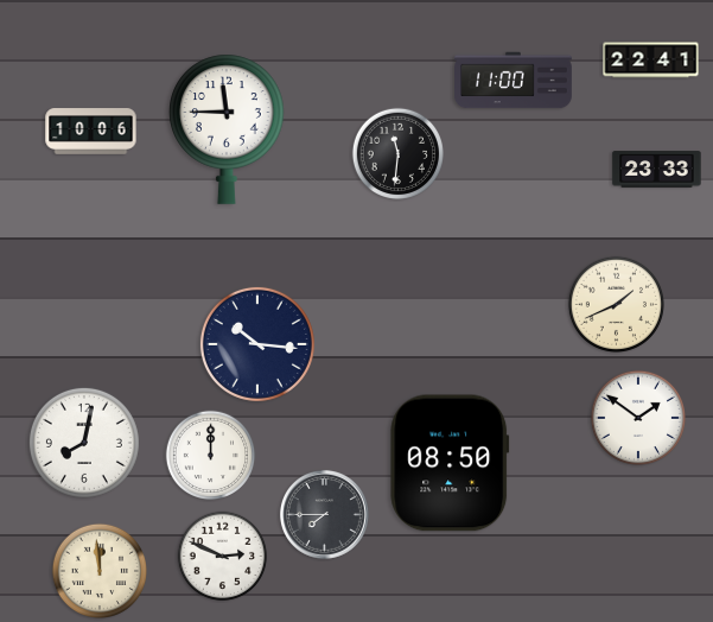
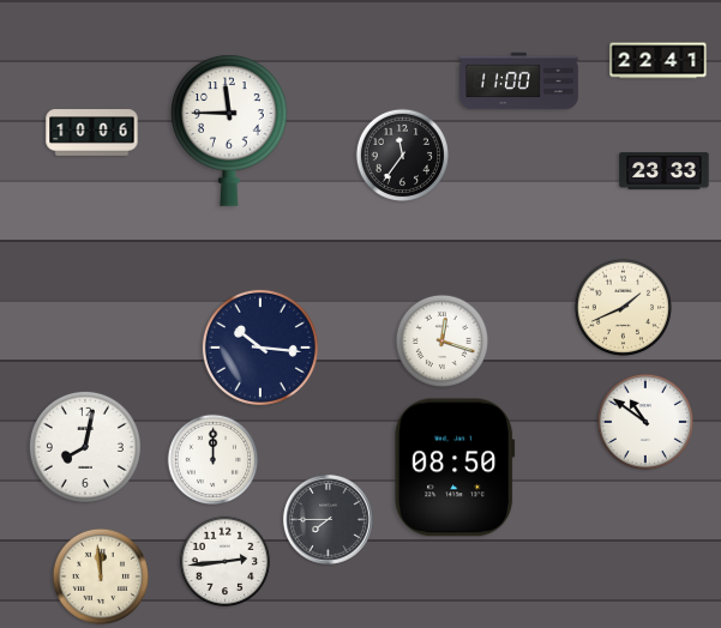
clock at (397, 153): 11:31 -> 11:36
clock at (441, 340): none -> 12:18
clock at (637, 417): 1:51 -> 10:51
clock at (223, 557): 2:49 -> 2:44
